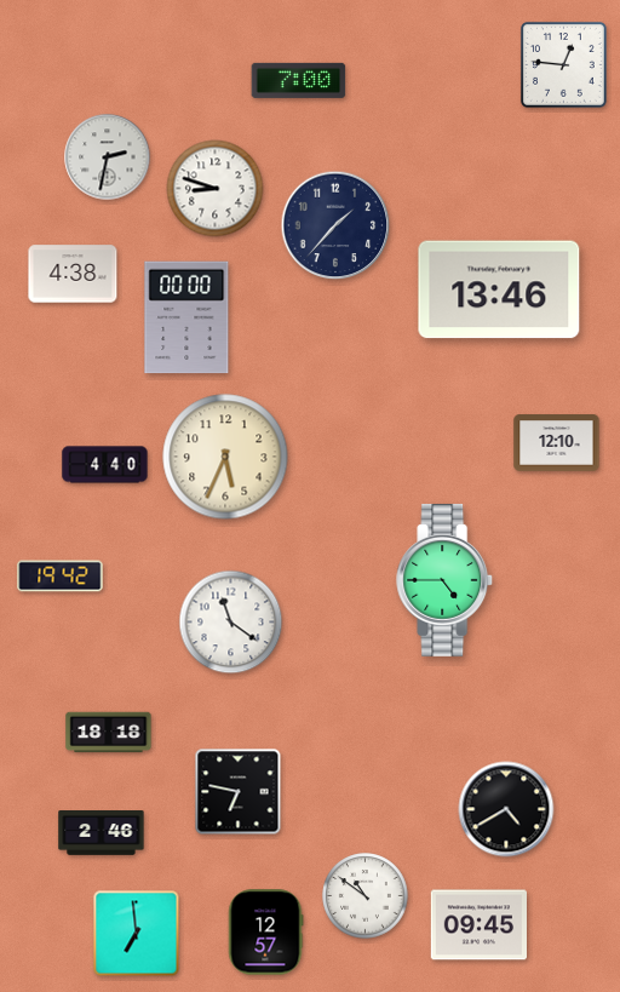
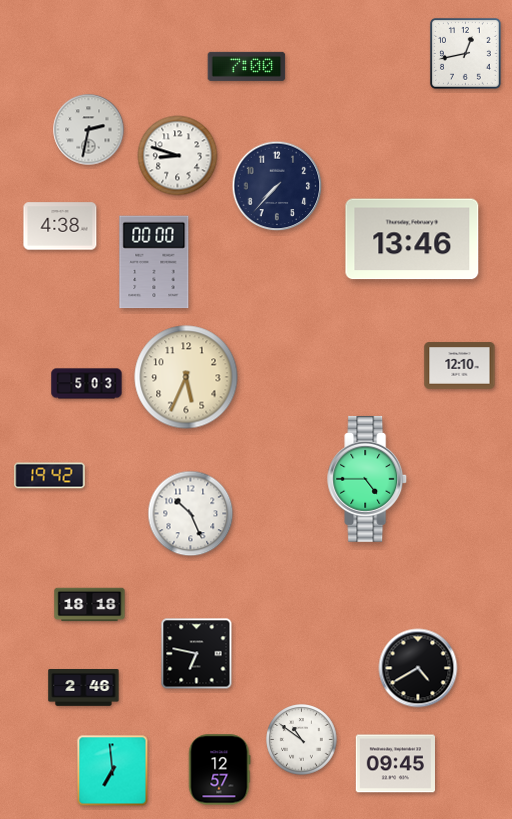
clock at (563, 64): 12:46 -> 12:43
clock at (335, 225): 1:37 -> 7:37
clock at (105, 465): 4:40 -> 5:03
clock at (231, 623): 11:21 -> 10:26
